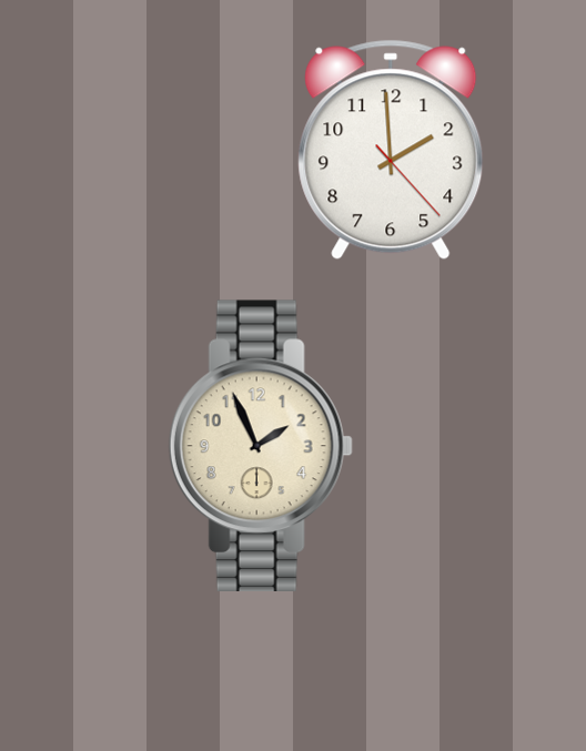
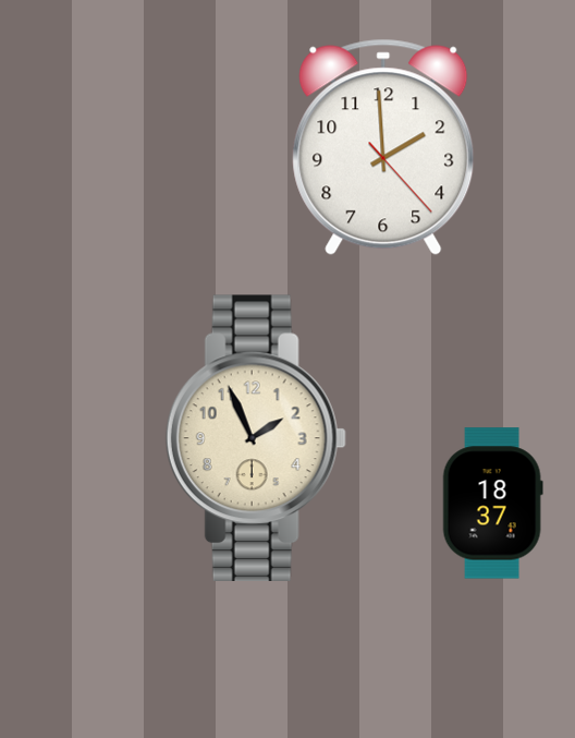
clock at (492, 504): none -> 18:37
